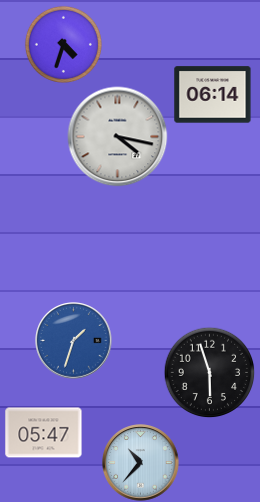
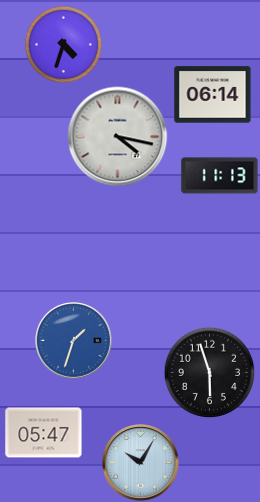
clock at (220, 176): none -> 11:13
clock at (141, 463): 10:37 -> 10:05
